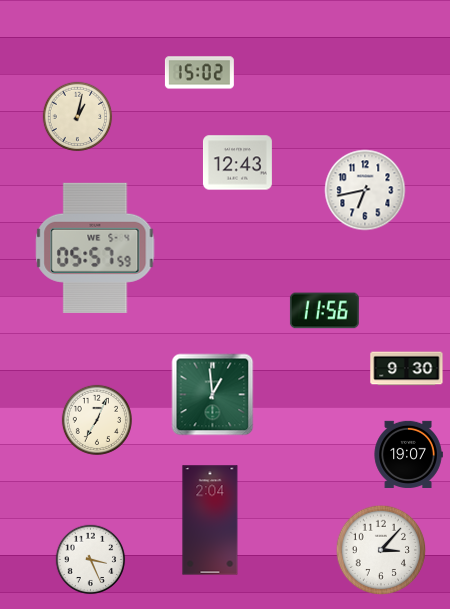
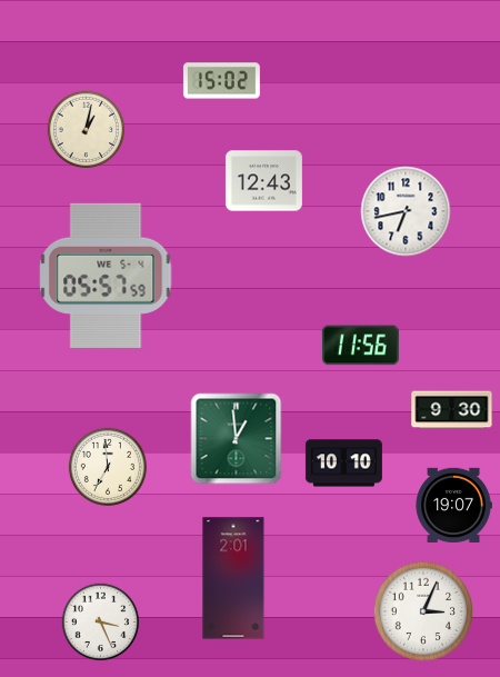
clock at (343, 464): none -> 10:10
clock at (97, 420): 7:04 -> 6:59
clock at (210, 520): 2:04 -> 2:01
clock at (381, 550): 3:07 -> 3:04
